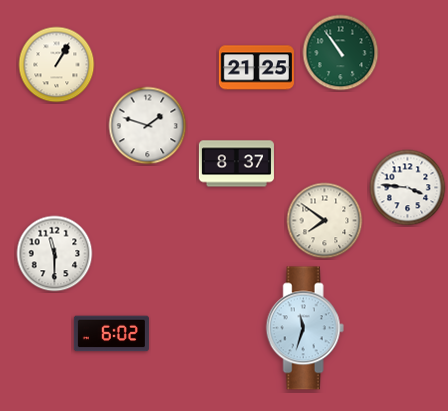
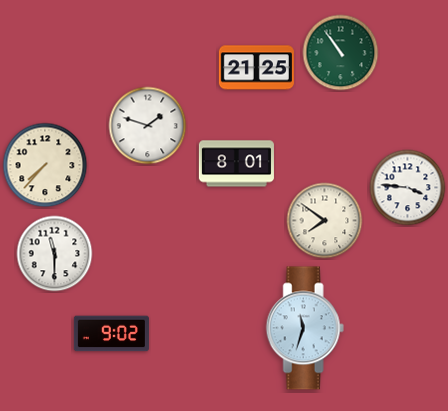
clock at (57, 65): 1:05 -> none
clock at (236, 164): 8:37 -> 8:01
clock at (45, 165): none -> 7:37
clock at (111, 334): 6:02 -> 9:02
